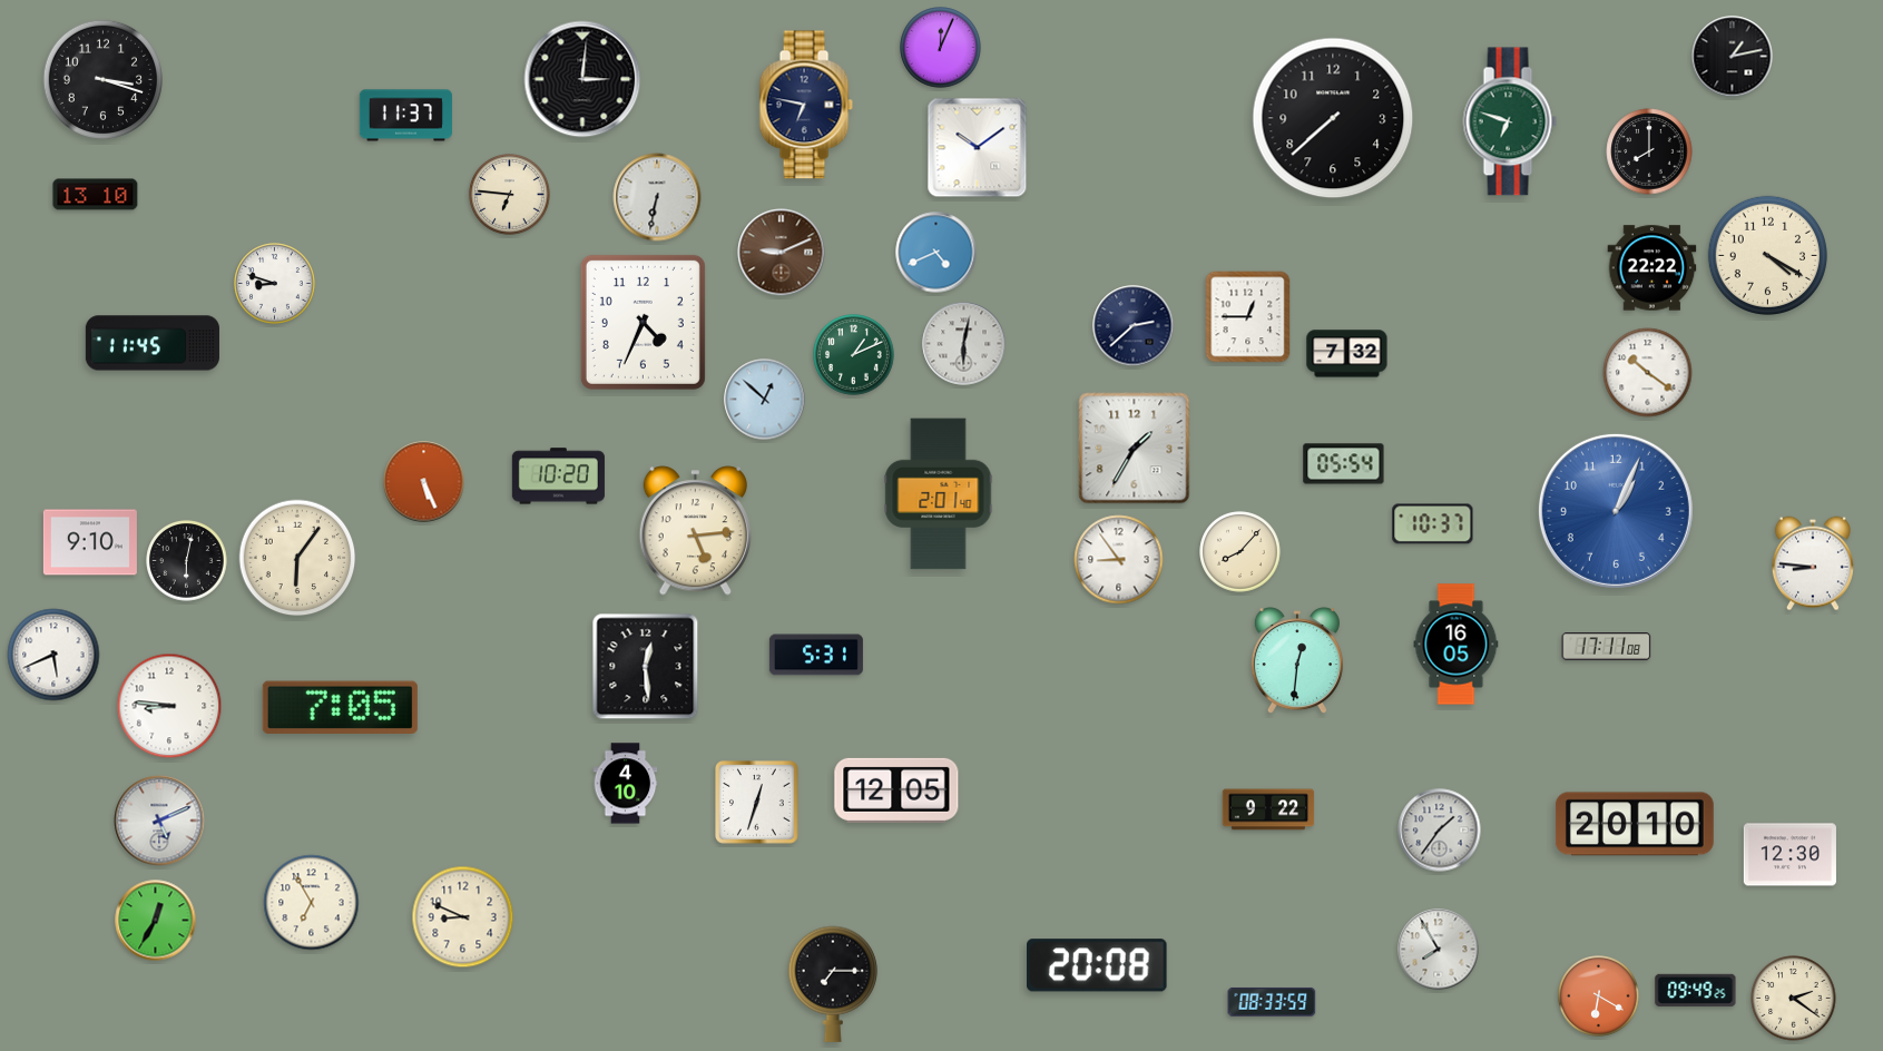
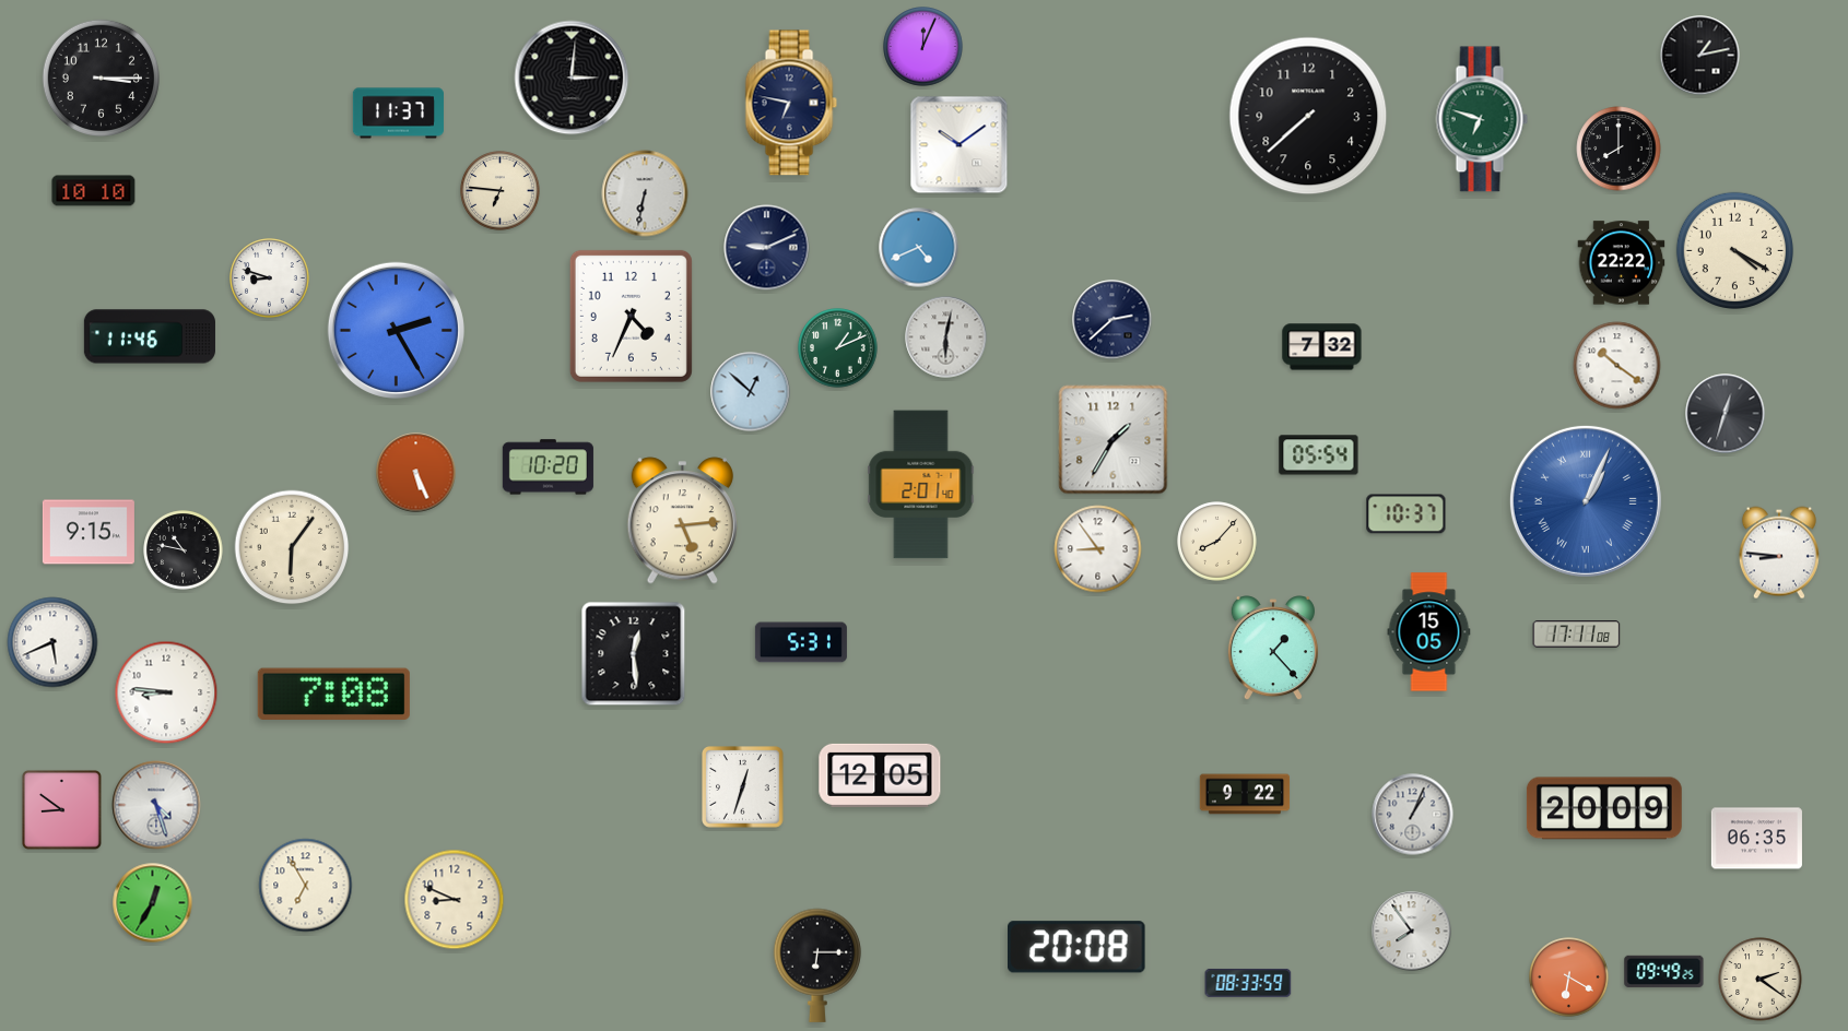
clock at (102, 79): 3:18 -> 3:15
clock at (96, 195): 13:10 -> 10:10
clock at (782, 253) dial: brown -> navy
clock at (1248, 317): 12:45 -> none
clock at (396, 330): none -> 2:25
clock at (153, 343): 11:45 -> 11:46
clock at (1726, 414): none -> 12:33
clock at (1616, 511) numerals: Arabic -> Roman
clock at (90, 542): 9:10 -> 9:15
clock at (187, 561): 6:02 -> 10:47
clock at (1457, 645): 16:05 -> 15:05
clock at (1297, 661): 12:31 -> 1:23
clock at (340, 708): 7:05 -> 7:08
clock at (626, 784): 4:10 -> none
clock at (159, 821): 5:11 -> 4:27
clock at (1635, 824): 20:10 -> 20:09
clock at (61, 809): none -> 8:51
clock at (1440, 831): 1:36 -> 1:04
clock at (1789, 855): 12:30 -> 06:35
clock at (1439, 950): 7:55 -> 7:54
clock at (833, 984): 7:15 -> 6:15
